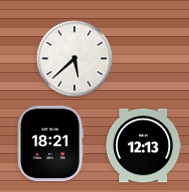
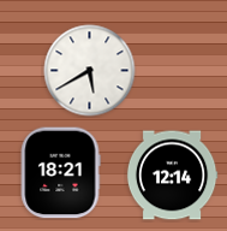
clock at (75, 59): 5:38 -> 5:40
clock at (143, 146): 12:13 -> 12:14
